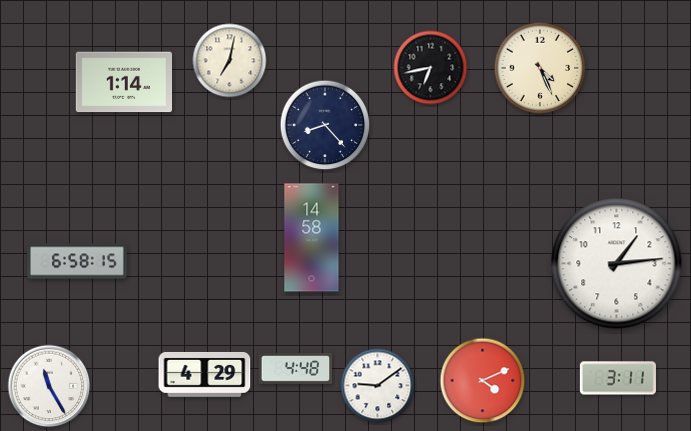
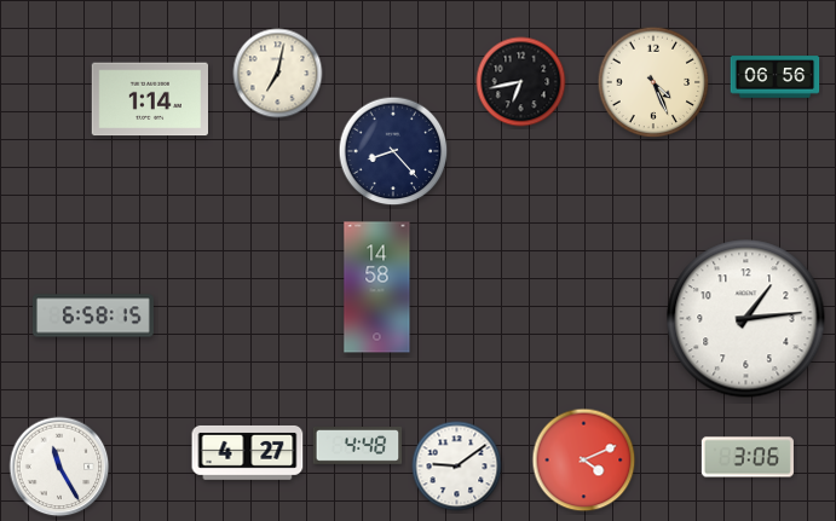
clock at (776, 77): none -> 06:56
clock at (205, 374): 4:29 -> 4:27
clock at (618, 378): 3:11 -> 3:06
